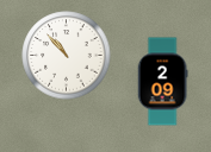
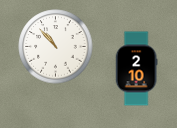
clock at (162, 82): 2:09 -> 2:10
